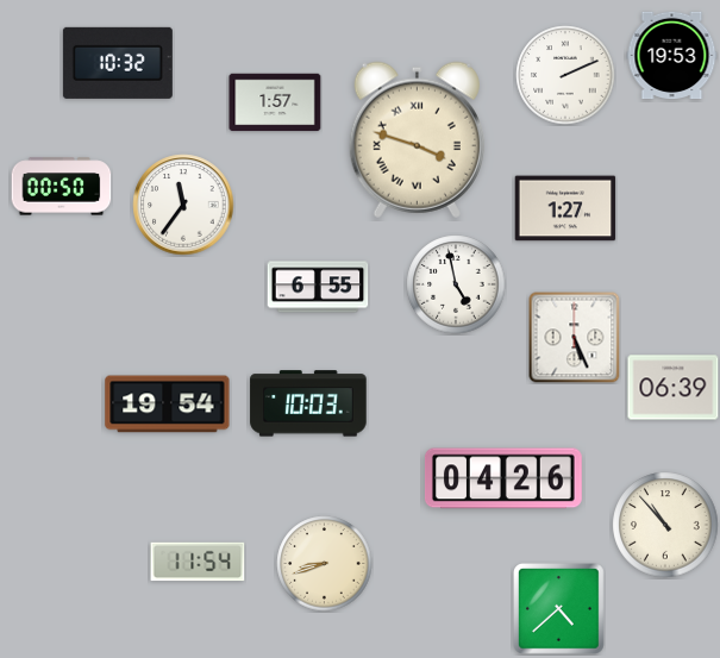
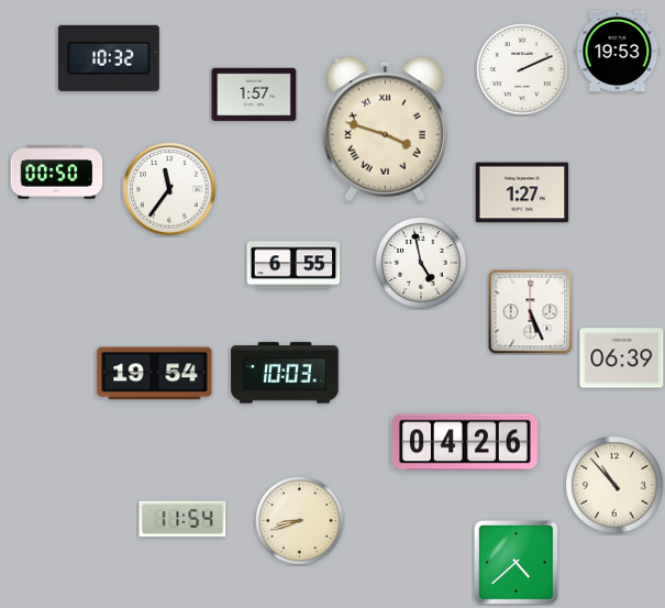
clock at (672, 56) position: (672, 56) -> (618, 52)
